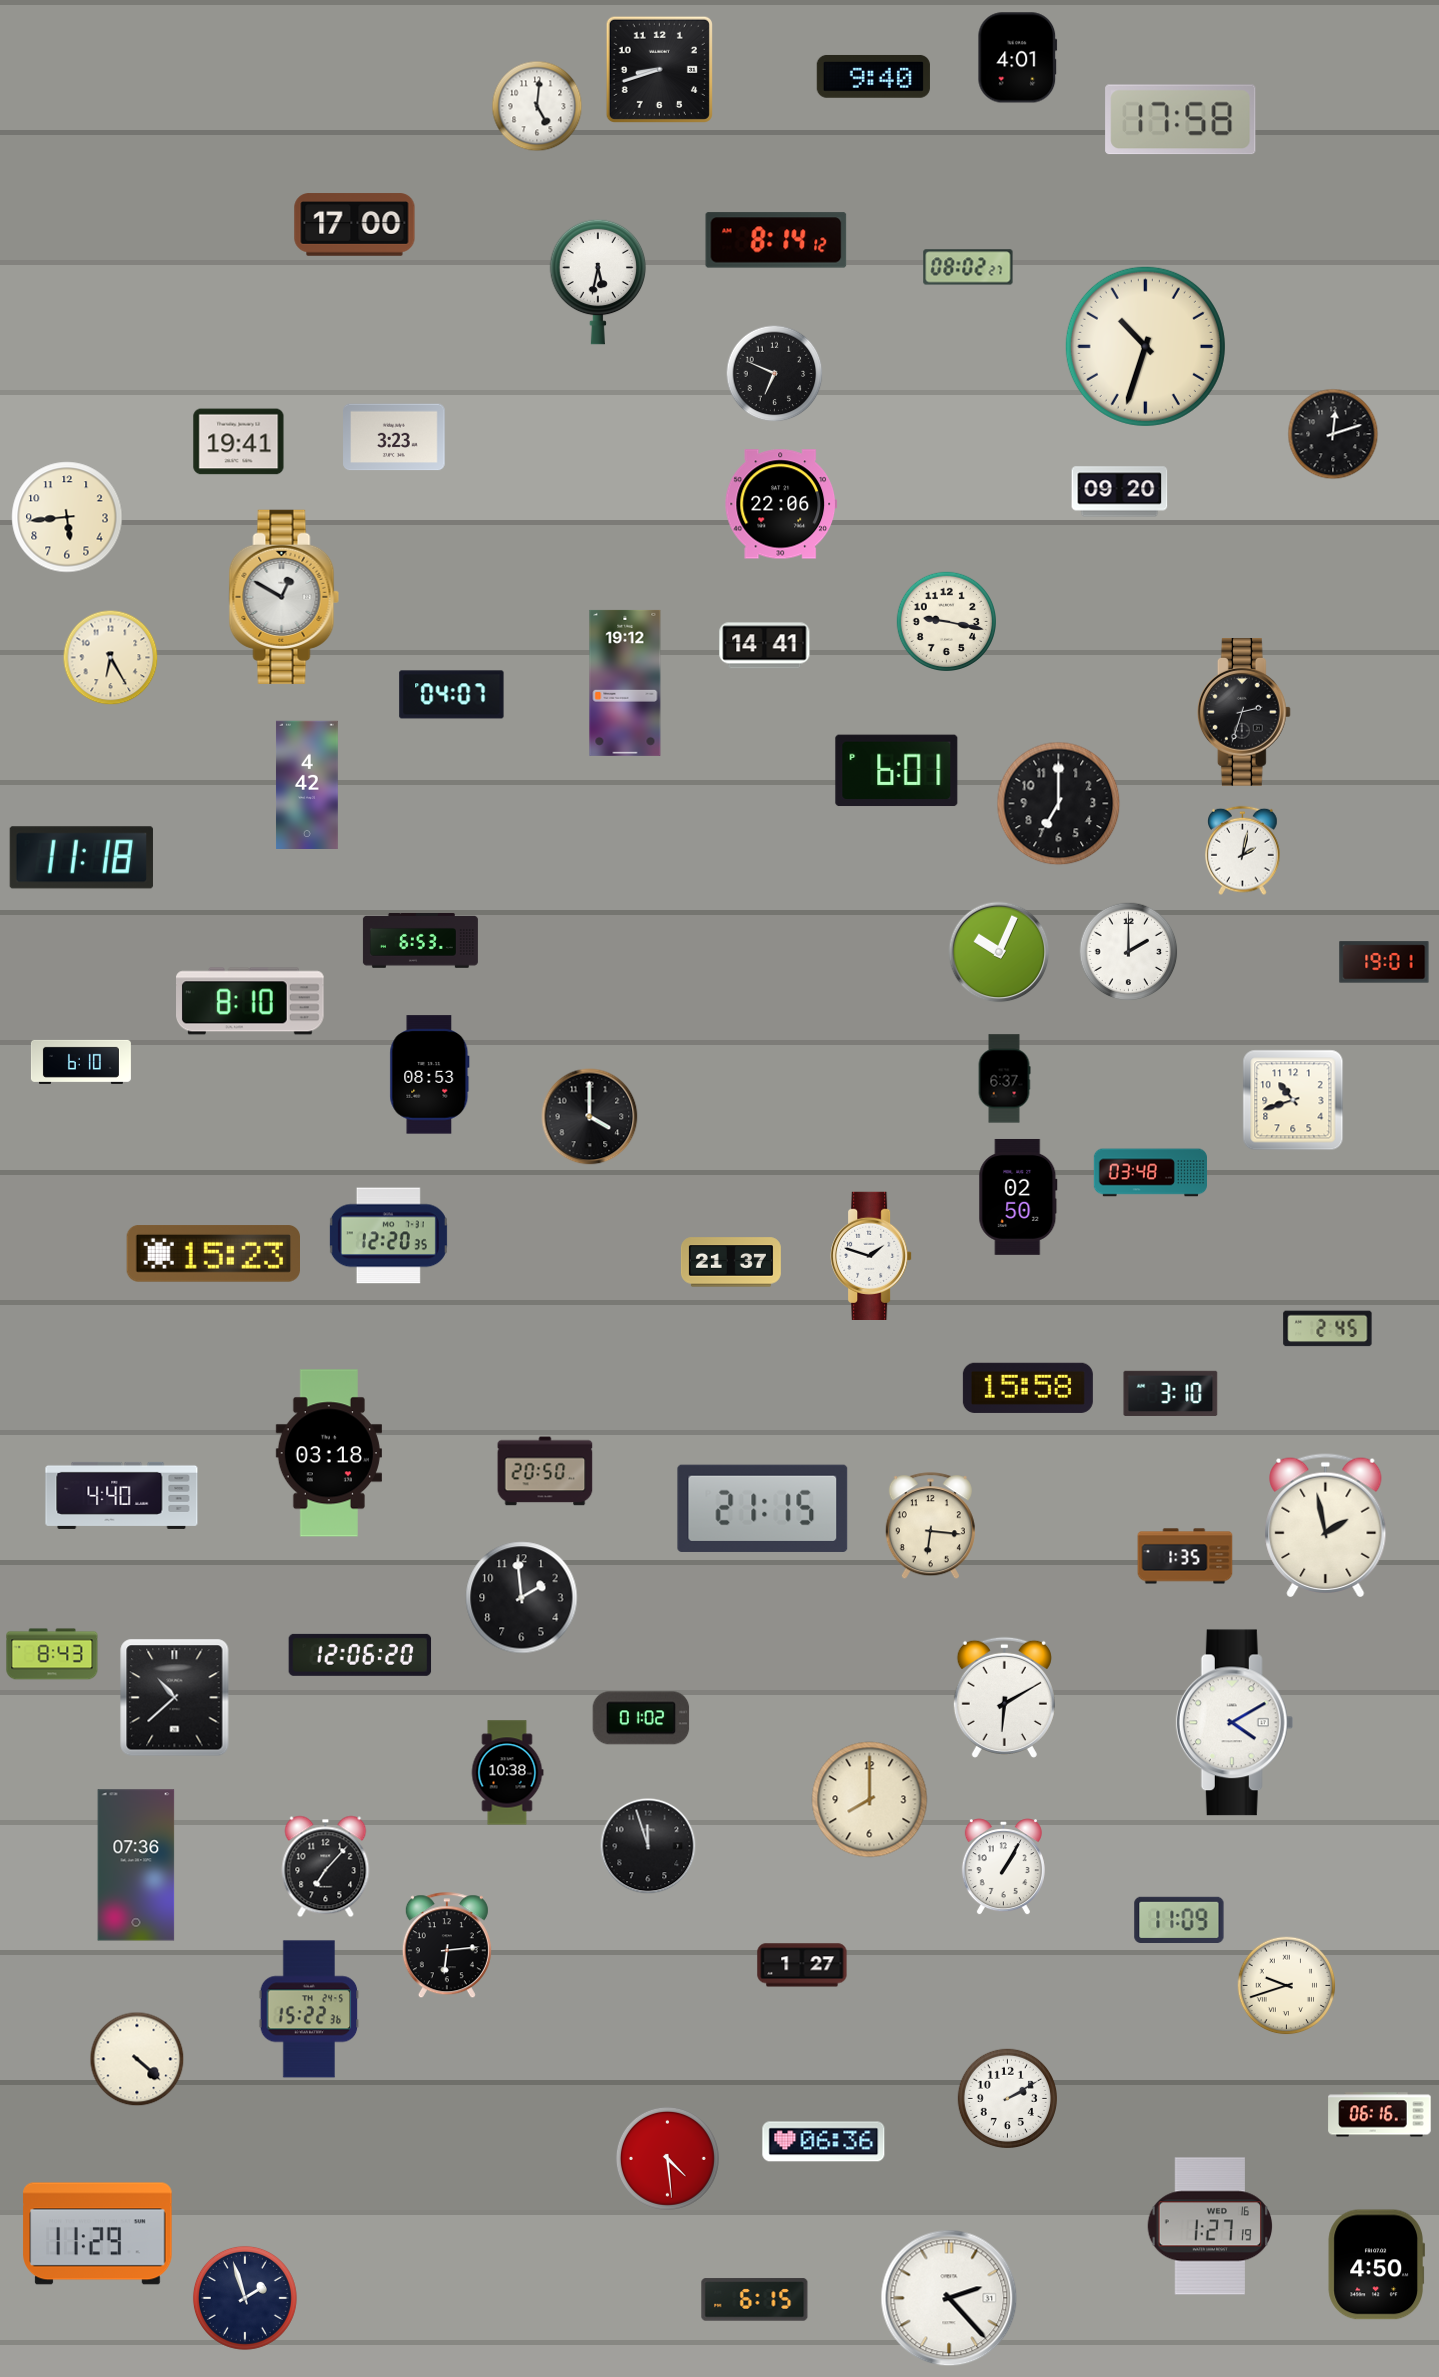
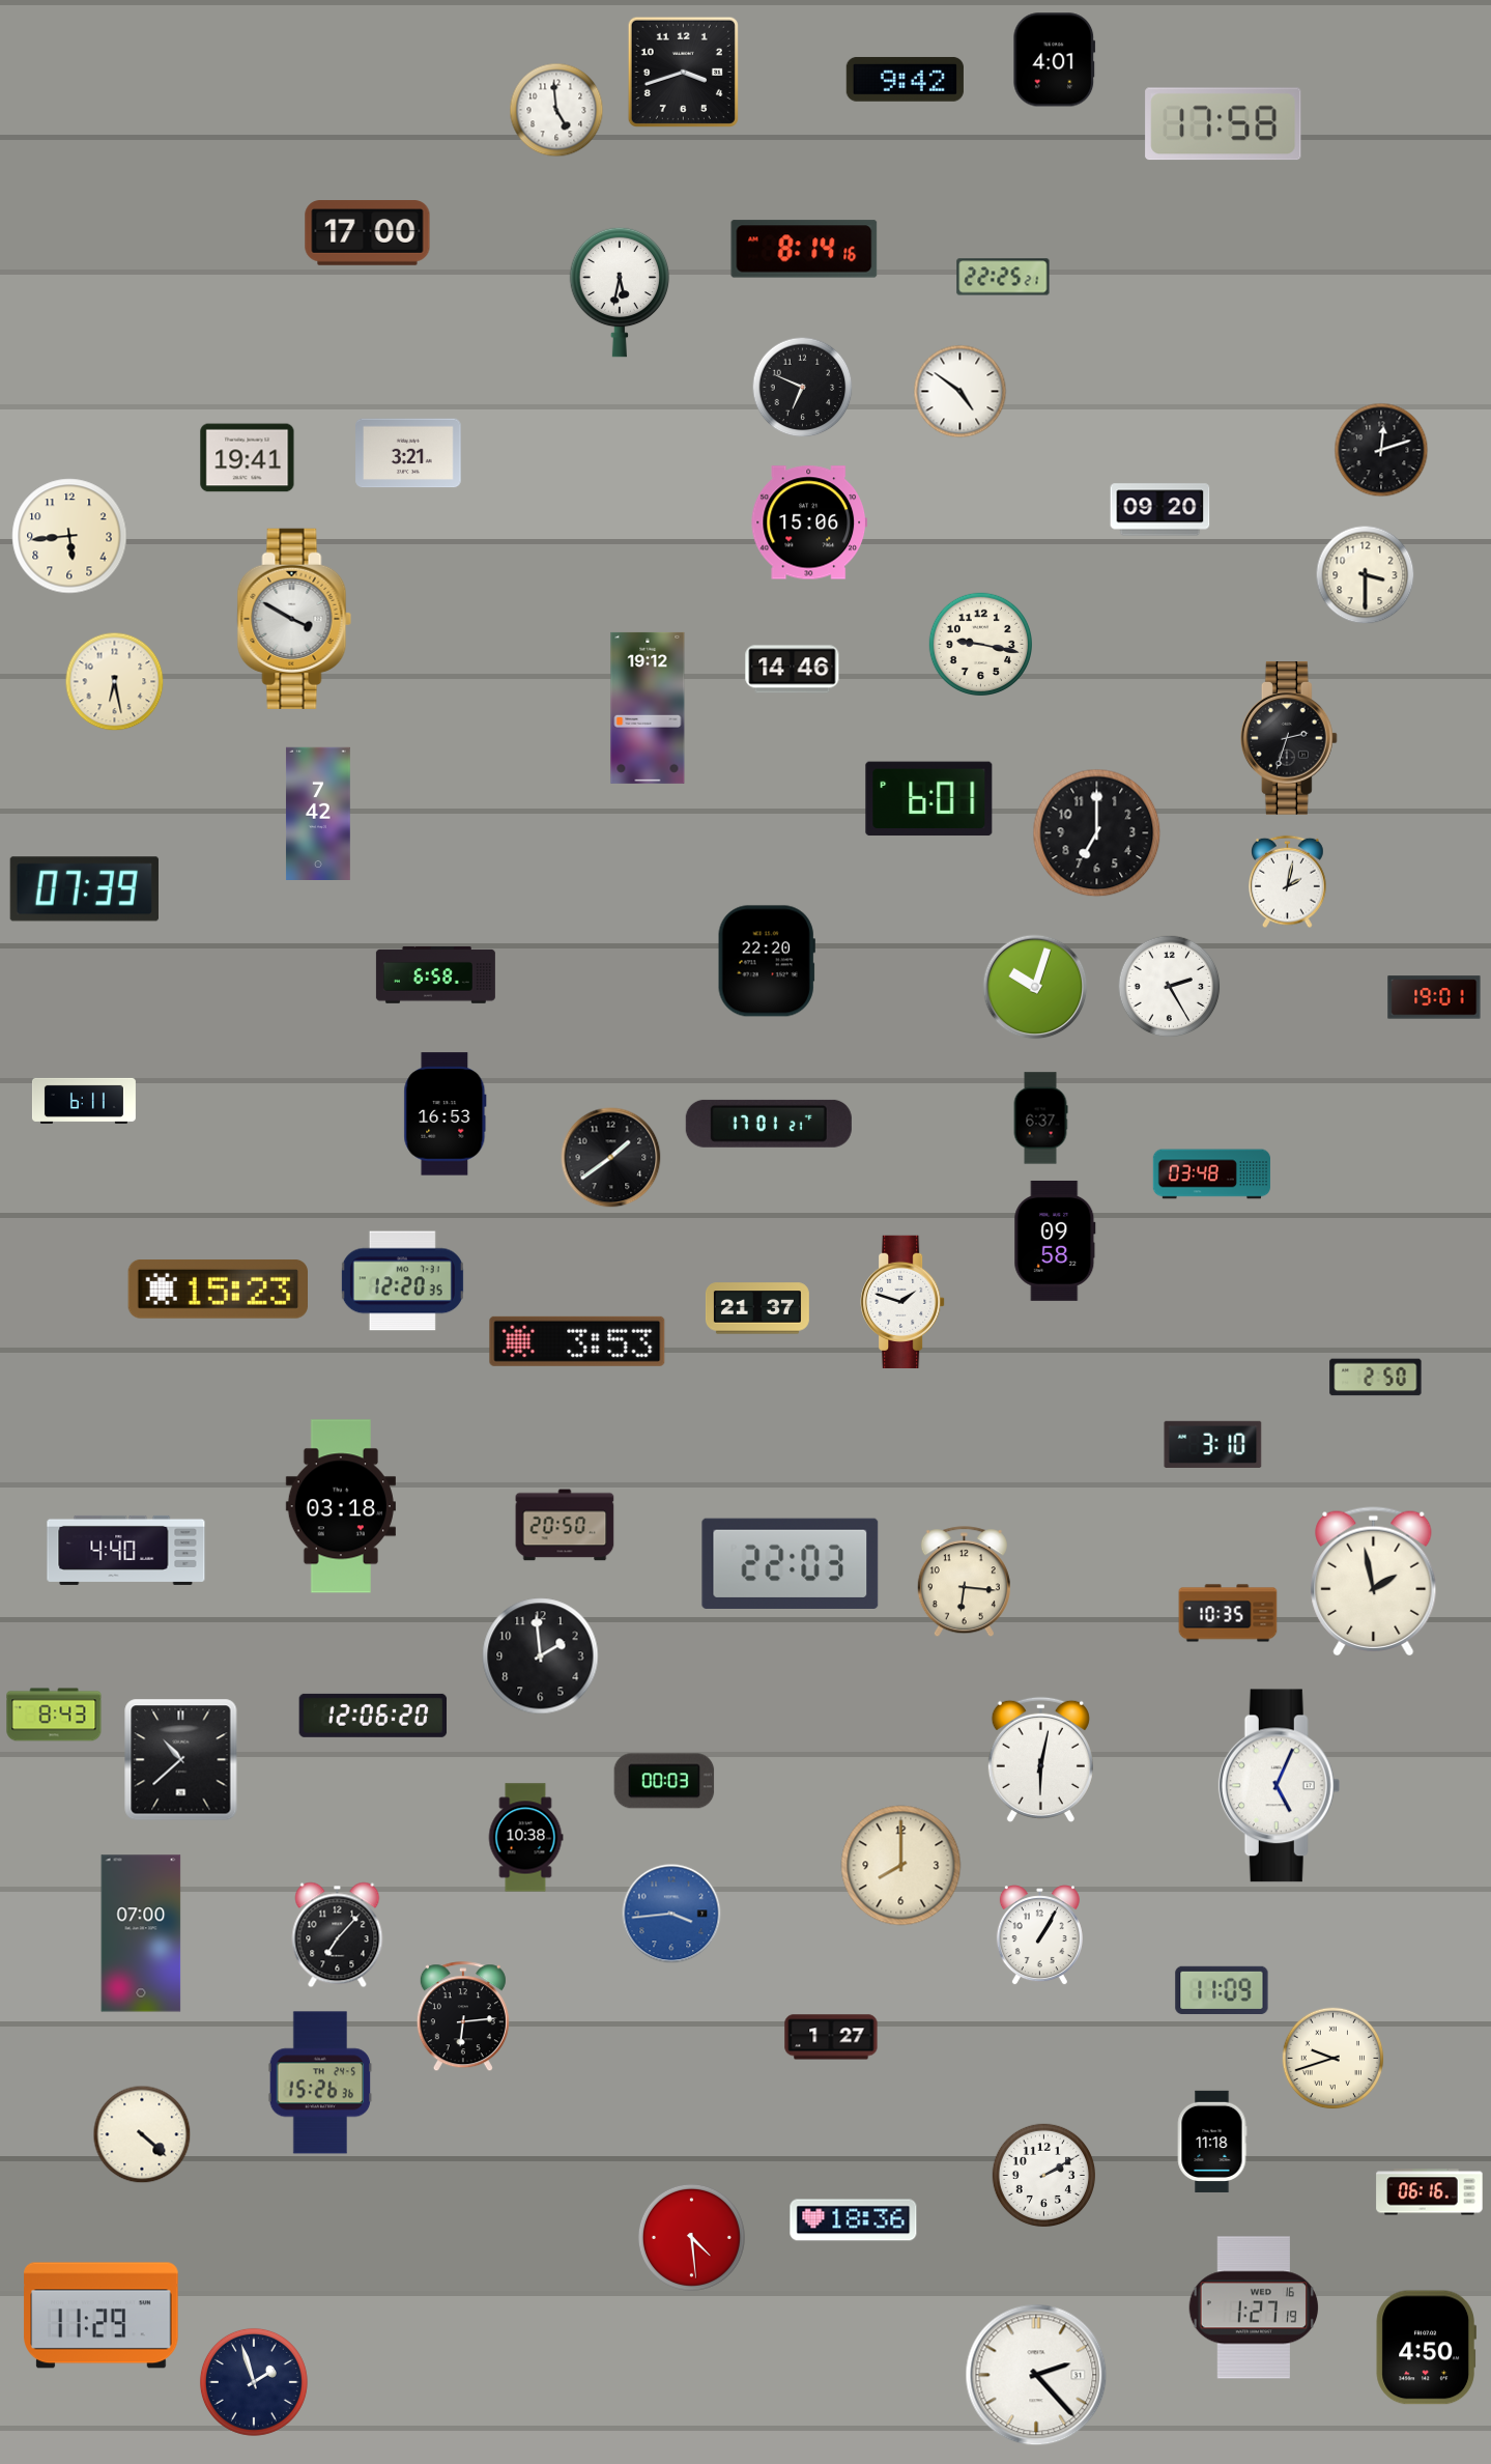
clock at (659, 69): 8:42 -> 3:42
clock at (873, 76): 9:40 -> 9:42
clock at (537, 106): 5:01 -> 4:59
clock at (776, 240): 8:14:12 -> 8:14:16
clock at (968, 267): 08:02 -> 22:25
clock at (1145, 346): 10:33 -> none
clock at (960, 392): none -> 4:51
clock at (394, 437): 3:23 -> 3:21
clock at (781, 504): 22:06 -> 15:06
clock at (1366, 575): none -> 3:30
clock at (284, 597): 12:50 -> 3:50
clock at (765, 646): 14:41 -> 14:46
clock at (111, 658): 6:25 -> 6:28
clock at (452, 695): 04:07 -> none
clock at (307, 784): 4:42 -> 7:42
clock at (81, 858): 11:18 -> 07:39
clock at (767, 961): none -> 22:20
clock at (420, 941): 6:53 -> 6:58
clock at (999, 952): 10:04 -> 10:03
clock at (1129, 952): 2:00 -> 2:25
clock at (251, 1001): 8:10 -> none
clock at (81, 1062): 6:10 -> 6:11
clock at (430, 1075): 08:53 -> 16:53
clock at (769, 1124): none -> 17:01
clock at (1293, 1100): 10:42 -> none
clock at (590, 1117): 4:00 -> 1:39
clock at (1150, 1173) position: (1150, 1173) -> (1211, 1174)
clock at (1018, 1197): 02:50 -> 09:58
clock at (213, 1254) position: (213, 1254) -> (218, 1290)
clock at (577, 1341): none -> 3:53
clock at (1328, 1329): 2:45 -> 2:50
clock at (1028, 1388): 15:58 -> none
clock at (763, 1508): 21:15 -> 22:03
clock at (1185, 1556): 1:35 -> 10:35
clock at (1004, 1697): 6:10 -> 6:02
clock at (641, 1718): 01:02 -> 00:03
clock at (1235, 1723): 4:10 -> 5:04
clock at (648, 1846): 11:57 -> 3:44
clock at (648, 1846) dial: black -> blue
clock at (136, 1865): 07:36 -> 07:00
clock at (309, 2009): 15:22 -> 15:26
clock at (1212, 2142): none -> 11:18
clock at (824, 2142): 06:36 -> 18:36
clock at (949, 2298) position: (949, 2298) -> (1036, 2375)
clock at (755, 2300): 6:15 -> none
